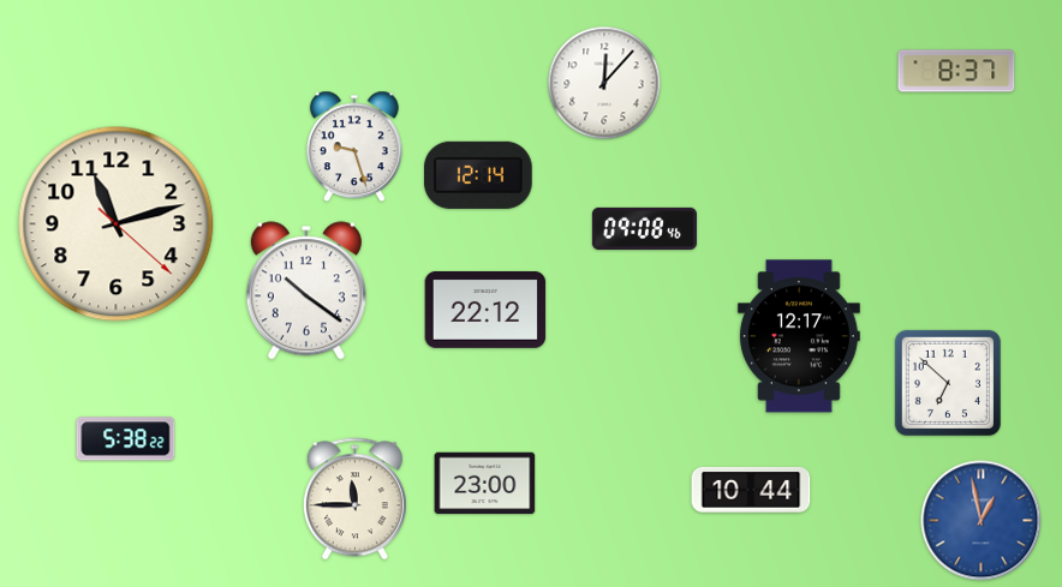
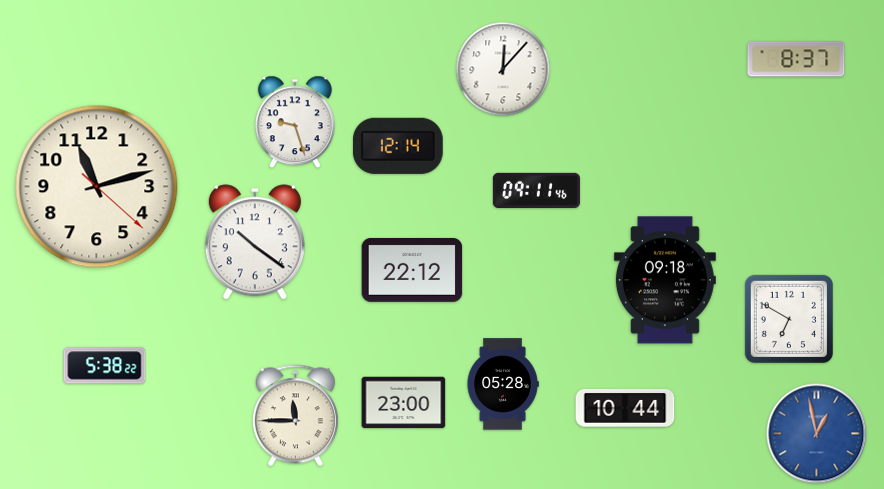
clock at (644, 228): 09:08 -> 09:11
clock at (485, 310) position: (485, 310) -> (412, 270)
clock at (799, 336): 12:17 -> 09:18
clock at (948, 383): 6:52 -> 6:50
clock at (503, 384): none -> 05:28
